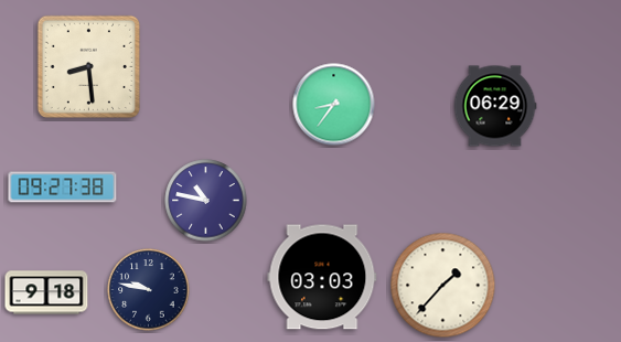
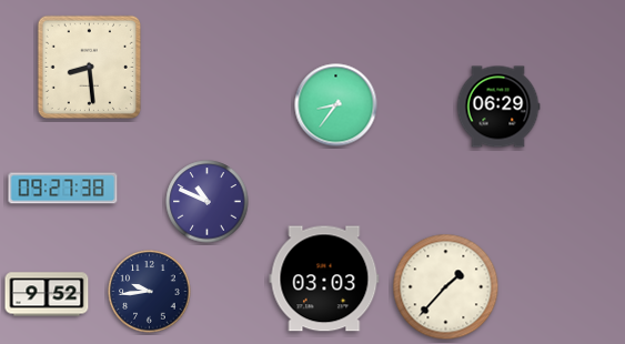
clock at (206, 201): 10:47 -> 10:49
clock at (149, 290): 9:47 -> 9:44
clock at (46, 292): 9:18 -> 9:52
